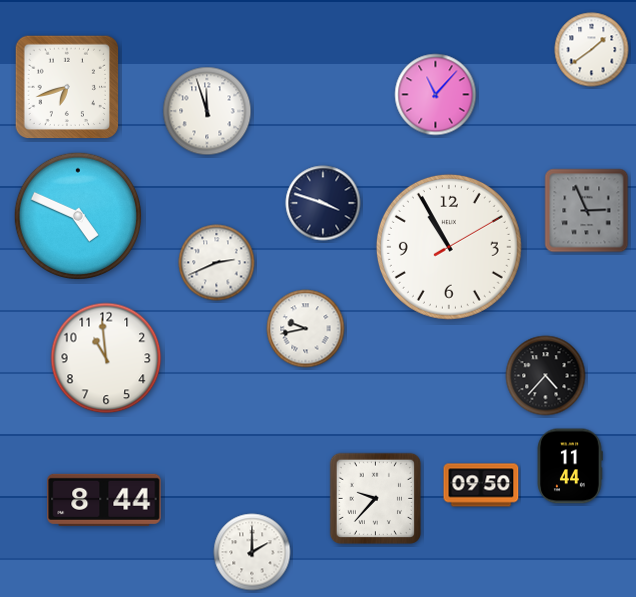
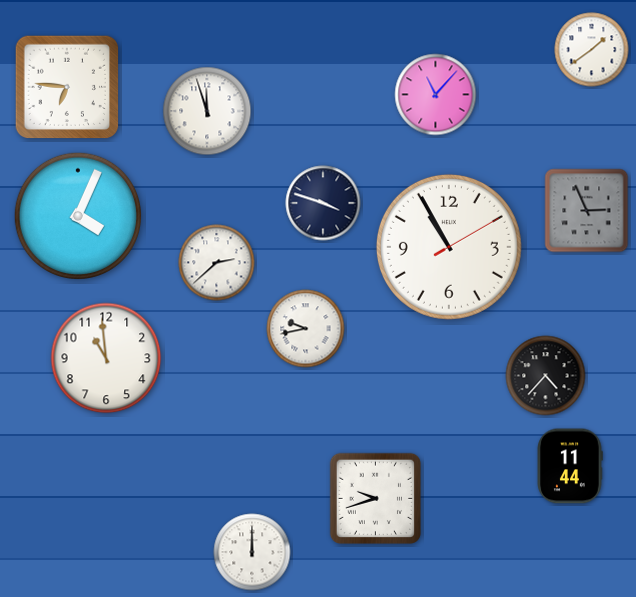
clock at (67, 87): 6:42 -> 6:46
clock at (78, 216): 4:49 -> 4:04
clock at (217, 263): 2:41 -> 2:38
clock at (481, 485): 09:50 -> none
clock at (375, 498): 9:37 -> 9:42
clock at (104, 500): 8:44 -> none
clock at (252, 552): 2:00 -> 12:00
